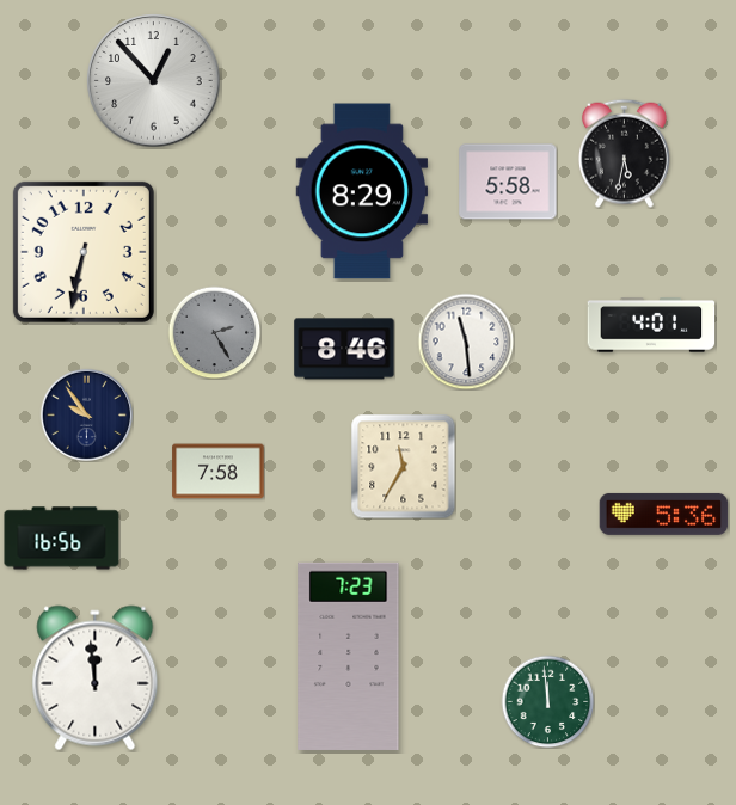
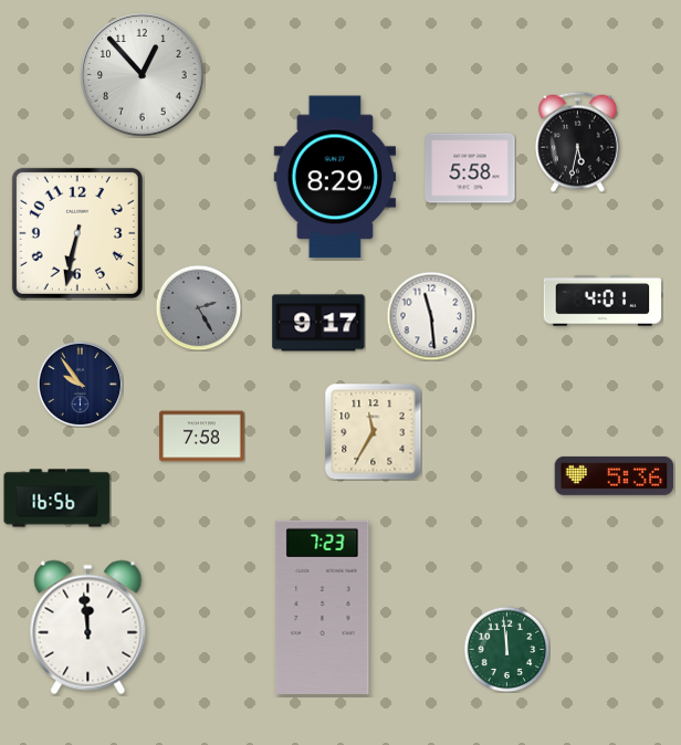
clock at (344, 349): 8:46 -> 9:17
